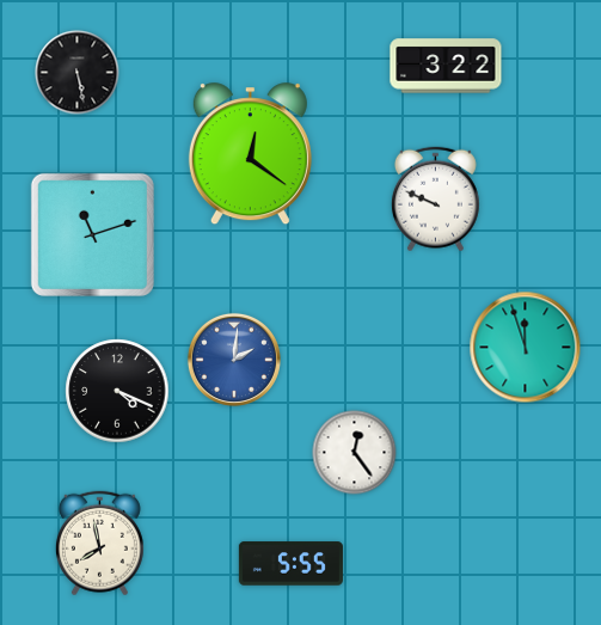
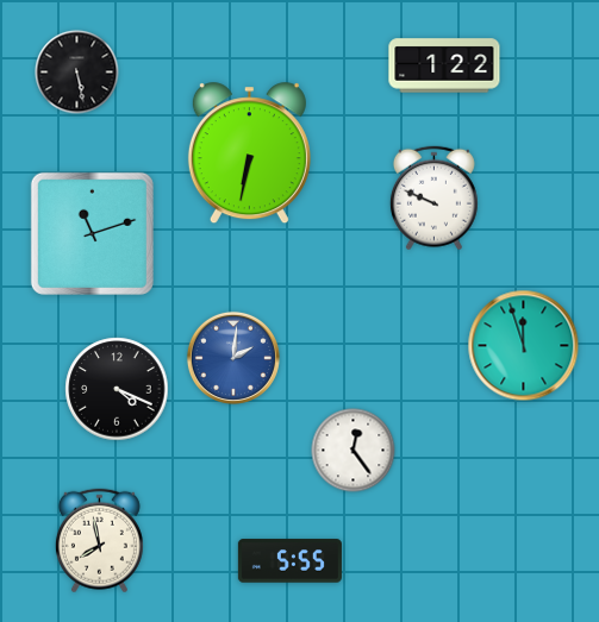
clock at (446, 66): 3:22 -> 1:22
clock at (250, 154): 12:21 -> 6:32
